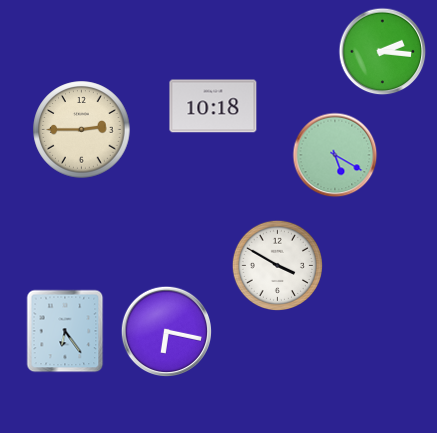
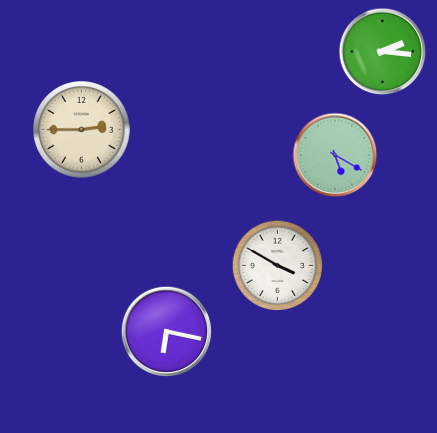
clock at (213, 106): 10:18 -> none
clock at (65, 331): 6:24 -> none
